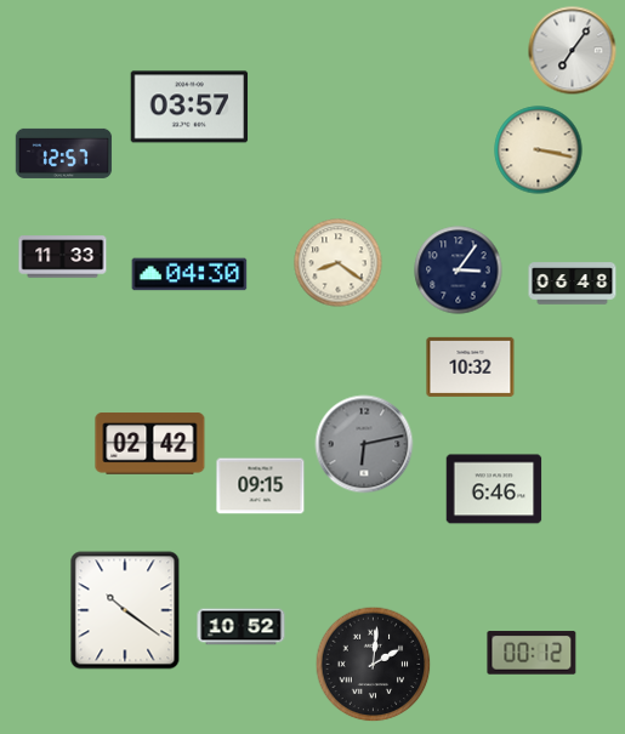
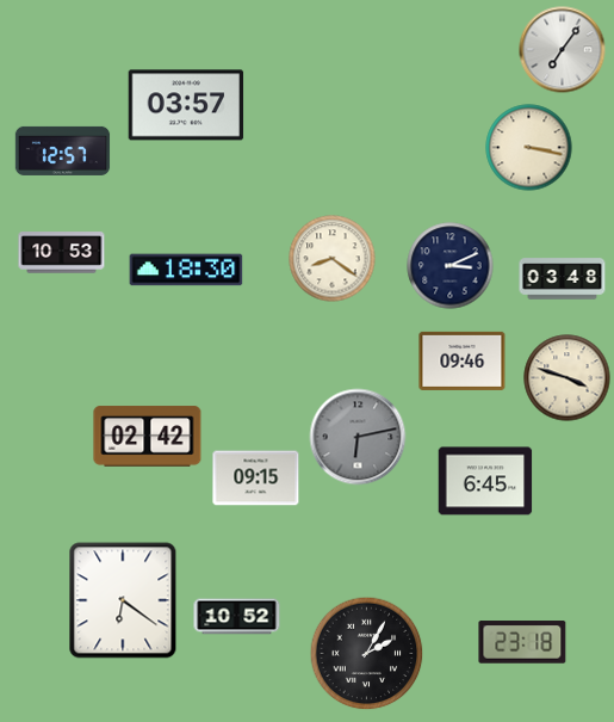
clock at (63, 257): 11:33 -> 10:53
clock at (459, 271): 3:06 -> 3:11
clock at (189, 274): 04:30 -> 18:30
clock at (573, 284): 06:48 -> 03:48
clock at (471, 366): 10:32 -> 09:46
clock at (568, 378): none -> 3:48
clock at (494, 489): 6:46 -> 6:45
clock at (125, 610): 10:21 -> 6:21
clock at (532, 653): 00:12 -> 23:18
clock at (374, 665): 2:01 -> 2:05
